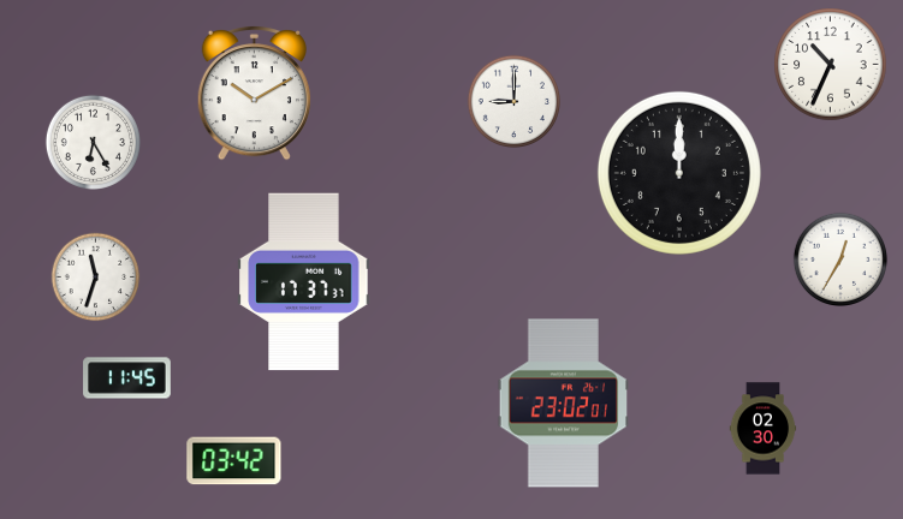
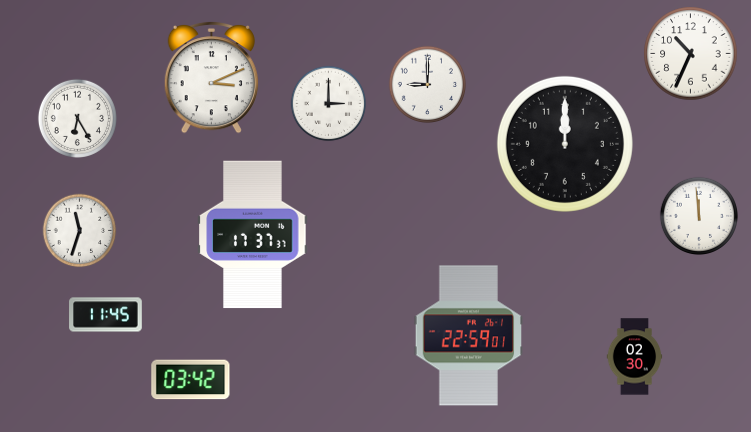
clock at (254, 93): 10:10 -> 3:11
clock at (329, 104): none -> 3:00
clock at (839, 258): 12:35 -> 11:59
clock at (564, 404): 23:02 -> 22:59
clock at (234, 461) position: (234, 461) -> (191, 380)
